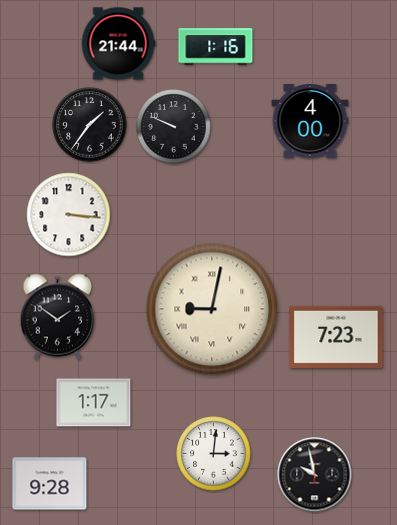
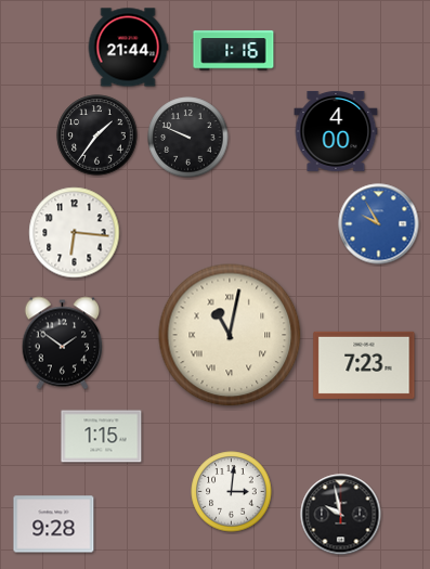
clock at (379, 224): none -> 9:55
clock at (69, 215): 3:16 -> 6:16
clock at (212, 309): 9:02 -> 11:02
clock at (94, 403): 1:17 -> 1:15
